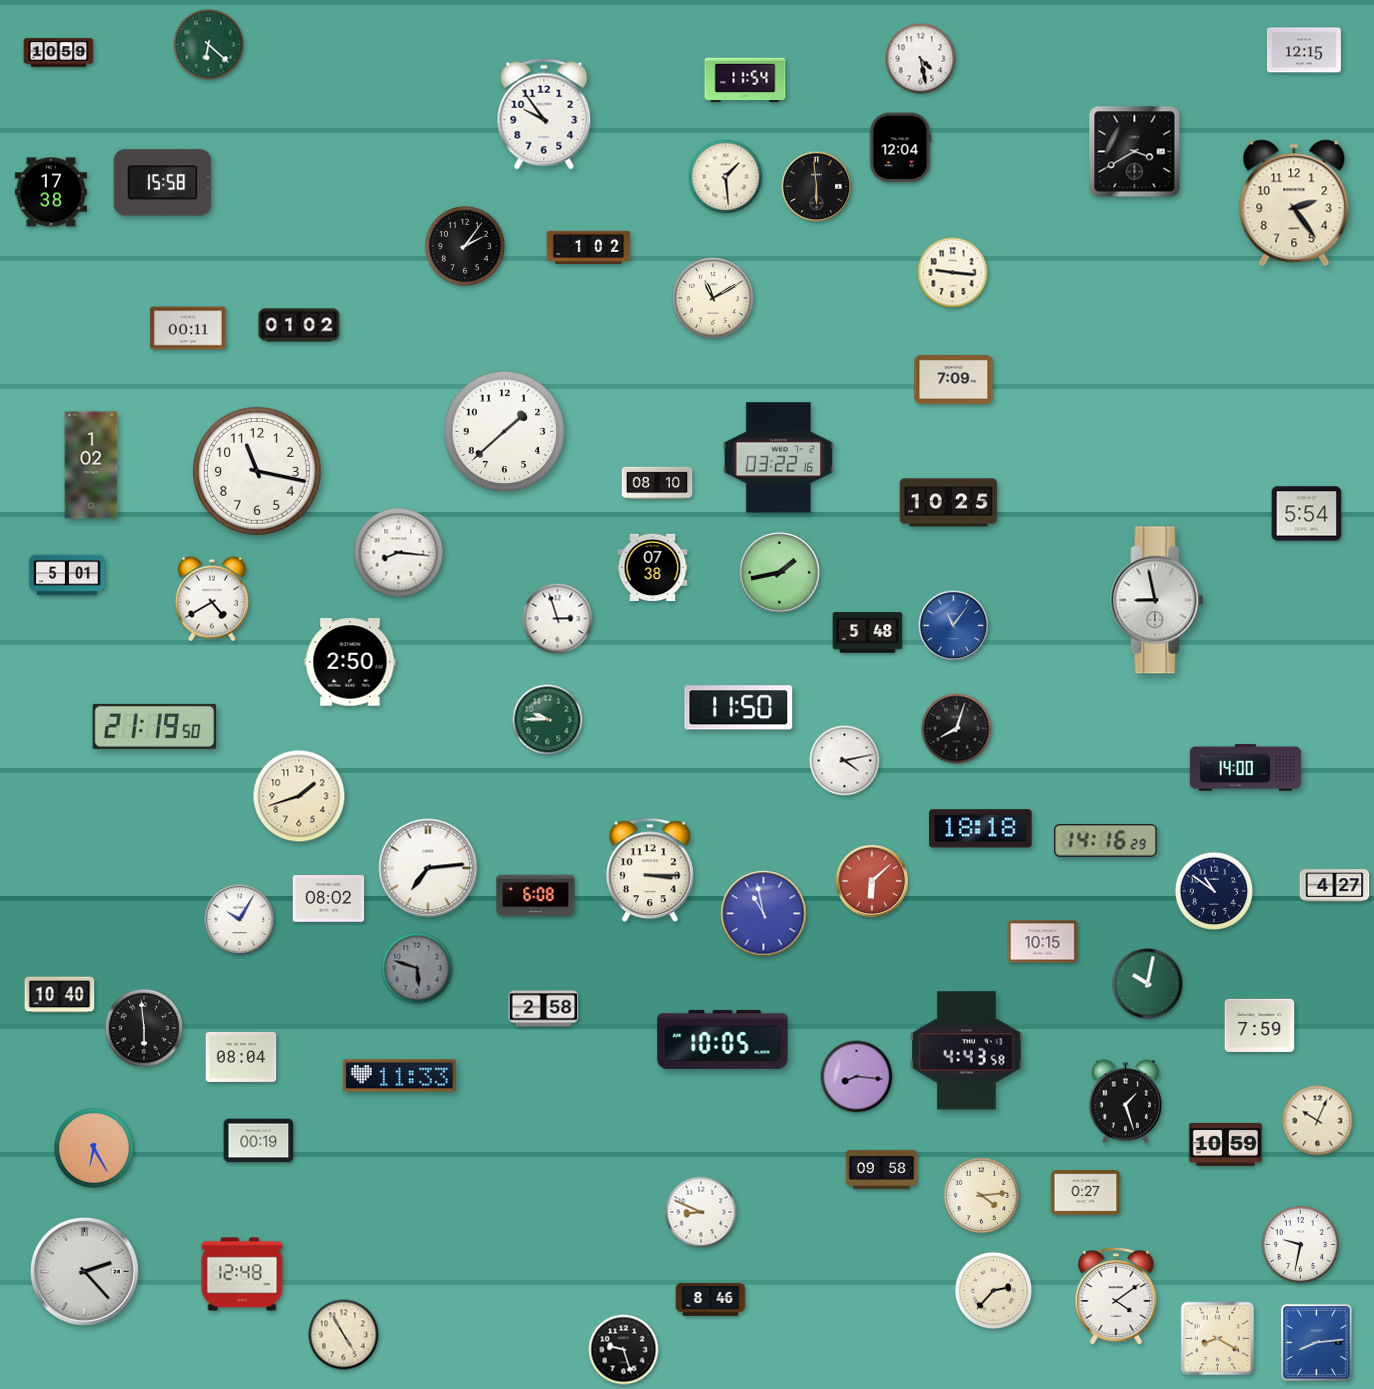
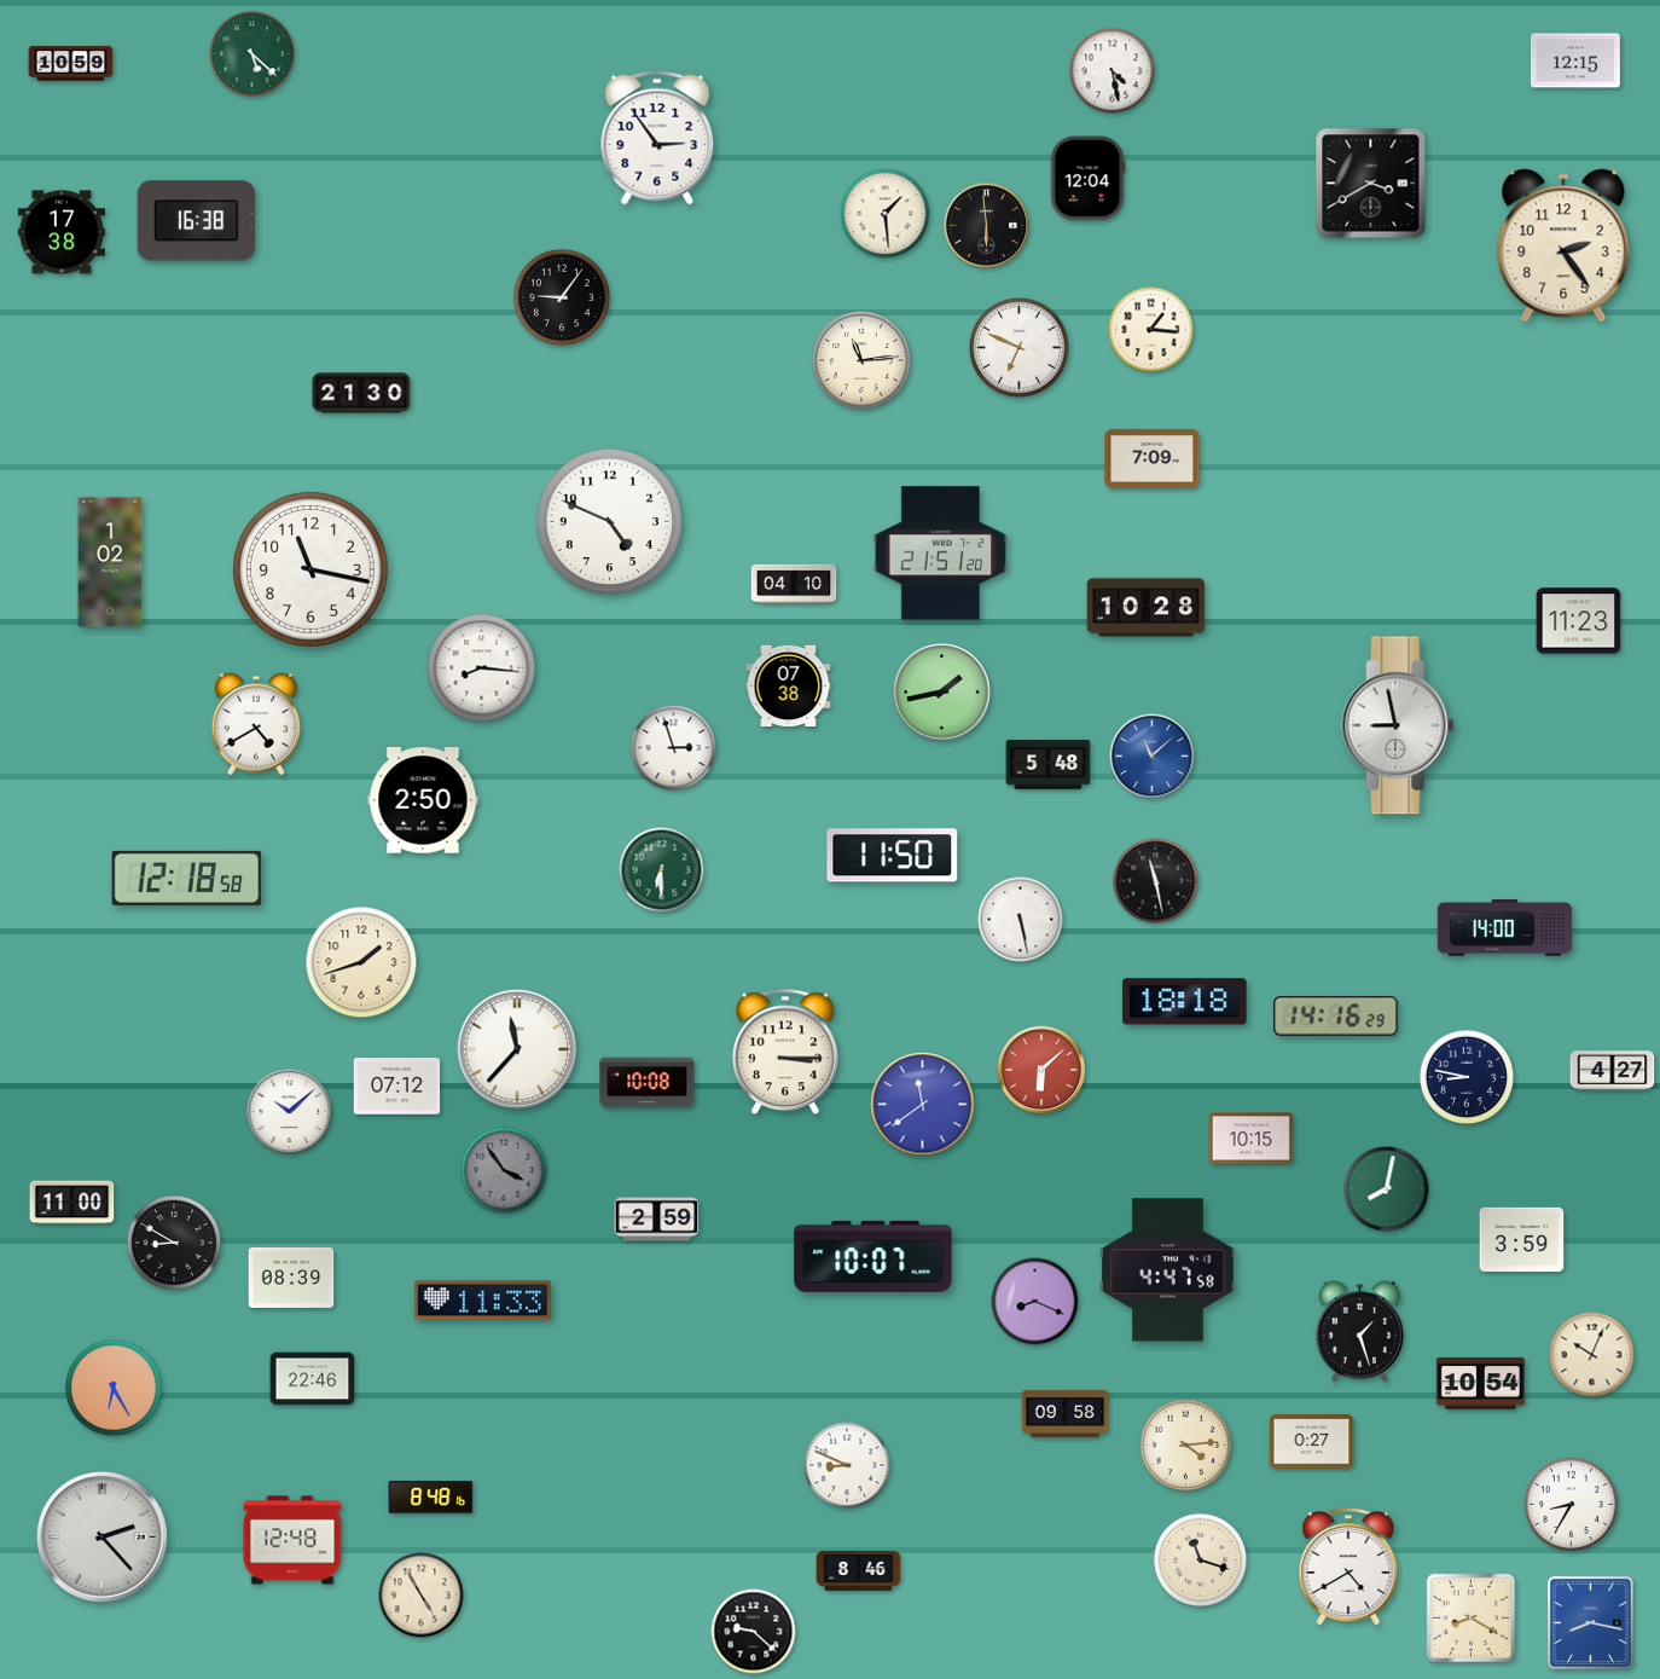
clock at (209, 45): 6:22 -> 5:22
clock at (745, 80): 11:54 -> none
clock at (544, 114): 9:54 -> 2:54
clock at (726, 177) position: (726, 177) -> (886, 214)
clock at (163, 183): 15:58 -> 16:38
clock at (465, 246): 2:06 -> 9:06
clock at (589, 247): 1:02 -> none
clock at (953, 273): 9:16 -> 1:16
clock at (1020, 348): none -> 6:49
clock at (713, 298): 11:10 -> 11:14
clock at (299, 325): 01:02 -> 21:30
clock at (188, 328): 00:11 -> none
clock at (505, 432): 1:38 -> 4:49
clock at (778, 458): 03:22 -> 21:51
clock at (657, 483): 08:10 -> 04:10
clock at (949, 503): 10:25 -> 10:28
clock at (1307, 514): 5:54 -> 11:23
clock at (67, 575): 5:01 -> none
clock at (954, 626): 11:06 -> 11:08
clock at (548, 720): 9:45 -> 6:30
clock at (155, 726): 21:19 -> 12:18
clock at (957, 729): 8:03 -> 11:28
clock at (845, 761): 4:13 -> 5:28
clock at (428, 868): 7:14 -> 11:37
clock at (872, 881) position: (872, 881) -> (1041, 1070)
clock at (1213, 890): 10:51 -> 8:47
clock at (536, 896): 6:08 -> 10:08
clock at (329, 899): 08:02 -> 07:12
clock at (764, 914): 10:58 -> 11:39
clock at (240, 920): 10:05 -> 10:08
clock at (1043, 942) position: (1043, 942) -> (1252, 1139)
clock at (417, 968): 5:48 -> 3:54
clock at (1148, 984): 10:02 -> 8:02
clock at (60, 995): 10:40 -> 11:00
clock at (544, 1009): 2:58 -> 2:59
clock at (1260, 1025): 7:59 -> 3:59
clock at (143, 1027): 5:59 -> 8:50
clock at (723, 1039): 10:05 -> 10:07
clock at (967, 1051): 4:43 -> 4:47
clock at (241, 1057): 08:04 -> 08:39
clock at (857, 1077): 8:16 -> 8:19
clock at (259, 1141): 00:19 -> 22:46
clock at (1225, 1145): 10:59 -> 10:54
clock at (431, 1498): none -> 8:48
clock at (1301, 1245): 9:32 -> 8:35
clock at (994, 1291): 2:37 -> 11:18
clock at (1116, 1296): 4:09 -> 4:40
clock at (344, 1335) position: (344, 1335) -> (422, 1596)
clock at (1316, 1342): 8:14 -> 8:17
clock at (624, 1350): 9:27 -> 9:22
